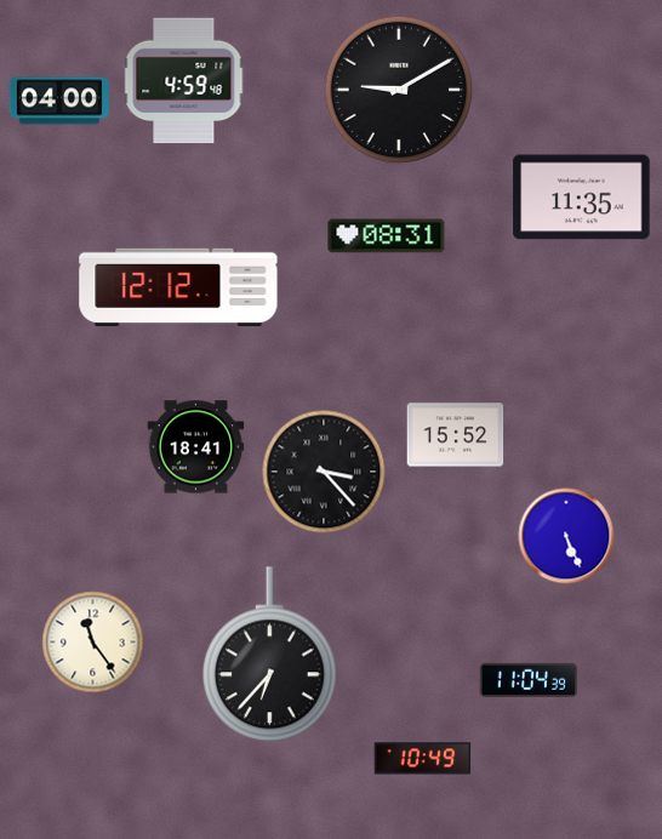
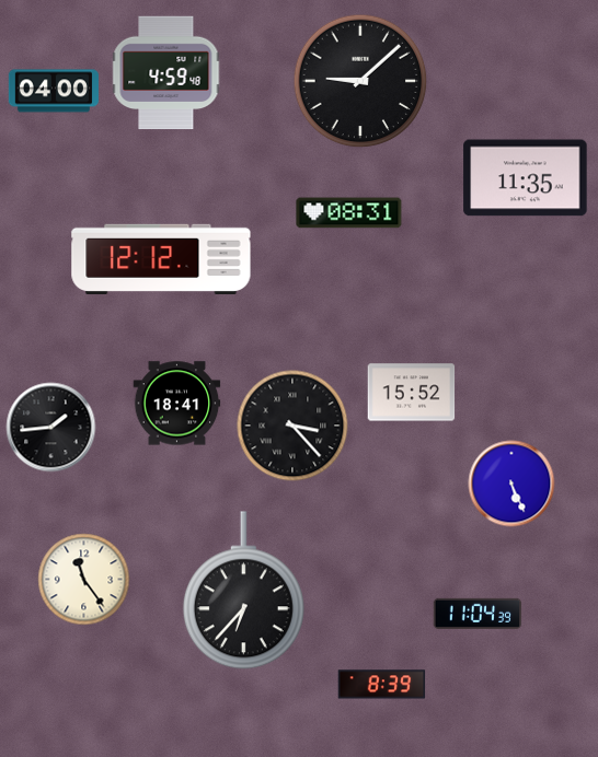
clock at (399, 90): 9:10 -> 9:08
clock at (51, 428): none -> 1:44
clock at (423, 759): 10:49 -> 8:39
